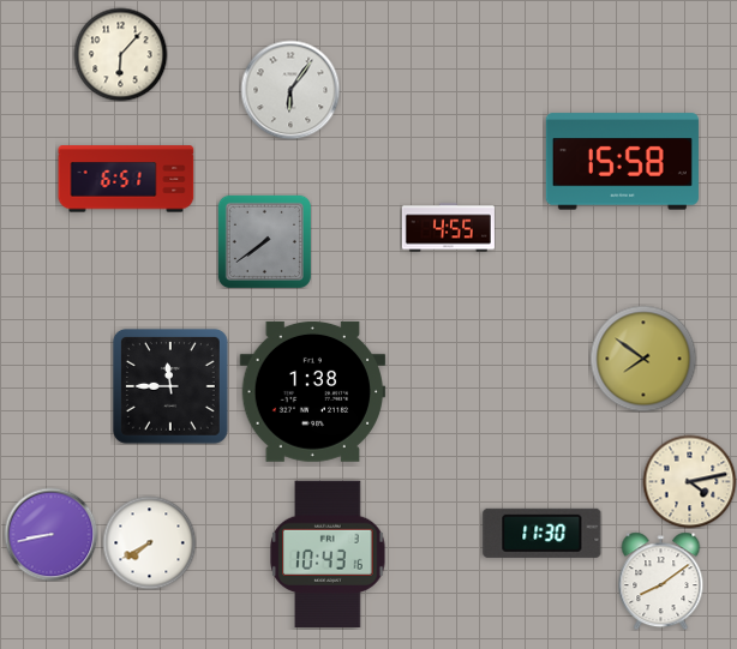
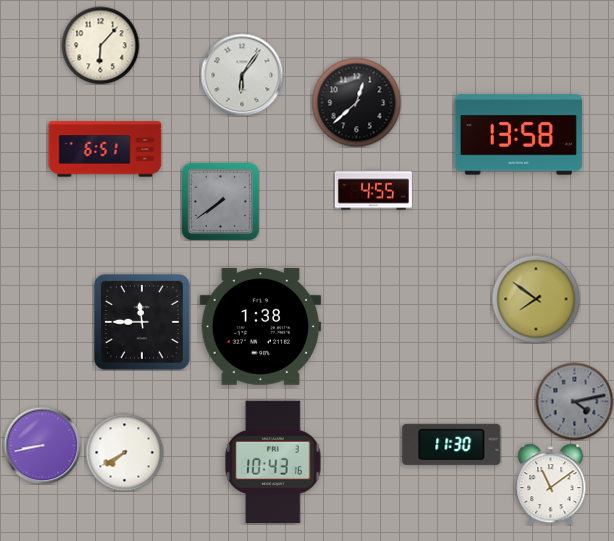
clock at (356, 102): none -> 12:38
clock at (622, 162): 15:58 -> 13:58
clock at (689, 481) dial: cream -> grey
clock at (661, 581): 8:09 -> 11:09
